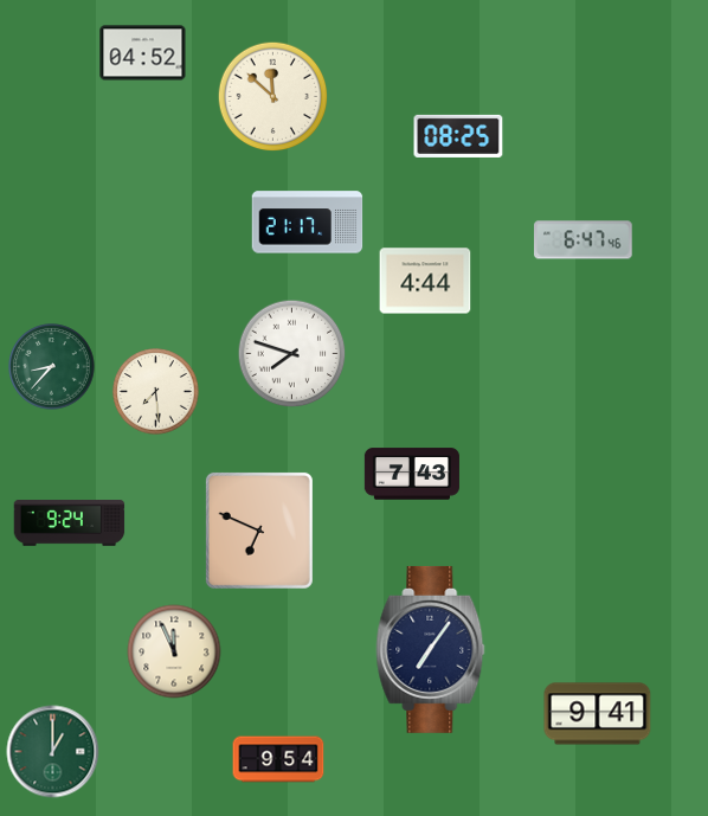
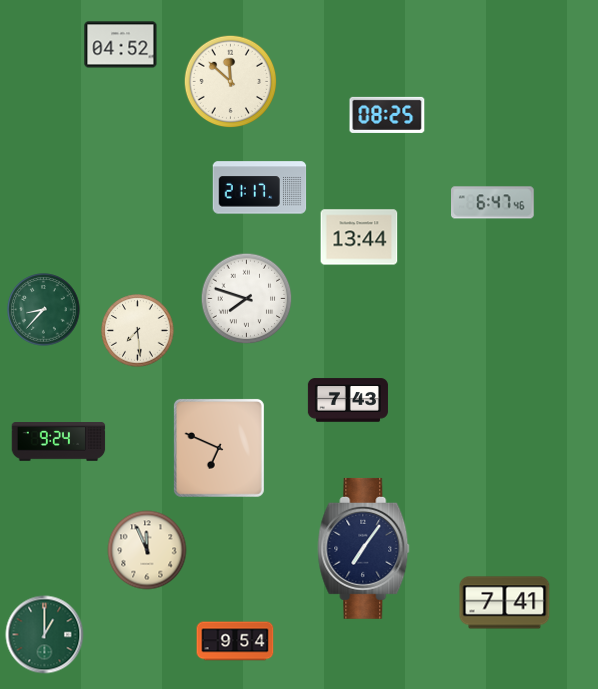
clock at (425, 281): 4:44 -> 13:44
clock at (156, 392) position: (156, 392) -> (138, 331)
clock at (598, 714): 9:41 -> 7:41
